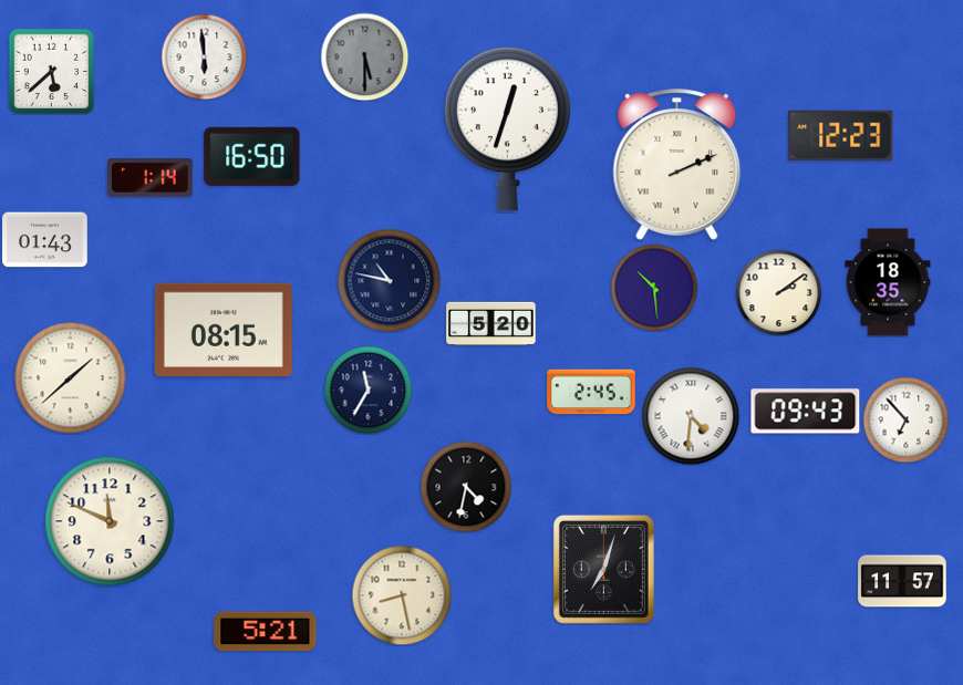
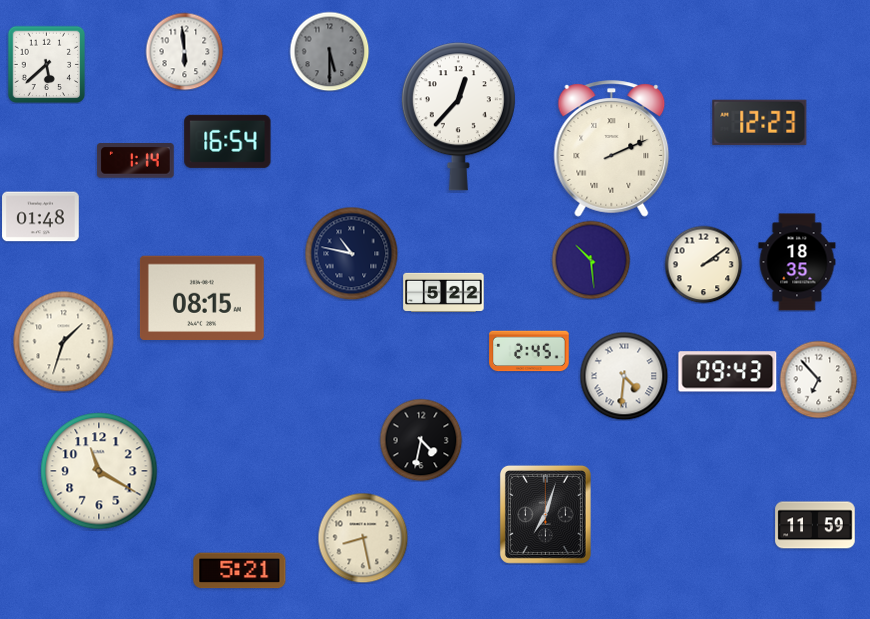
clock at (507, 129): 12:33 -> 12:37
clock at (252, 156): 16:50 -> 16:54
clock at (45, 240): 01:43 -> 01:48
clock at (888, 282) position: (888, 282) -> (797, 262)
clock at (491, 323): 5:20 -> 5:22
clock at (71, 378): 1:38 -> 1:33
clock at (367, 390): 11:35 -> none
clock at (591, 392) position: (591, 392) -> (529, 351)
clock at (110, 521): 11:49 -> 11:20
clock at (902, 581): 11:57 -> 11:59
